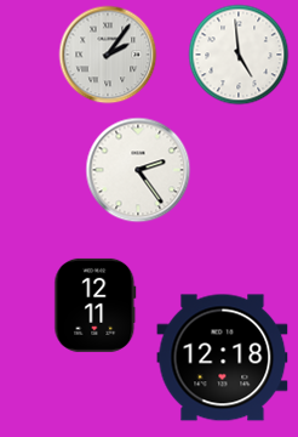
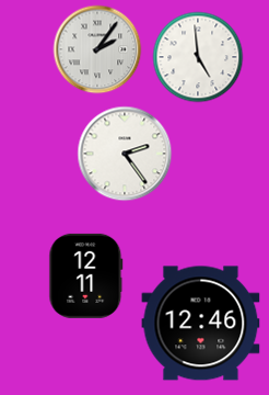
clock at (239, 55) position: (239, 55) -> (198, 57)
clock at (223, 358): 12:18 -> 12:46
